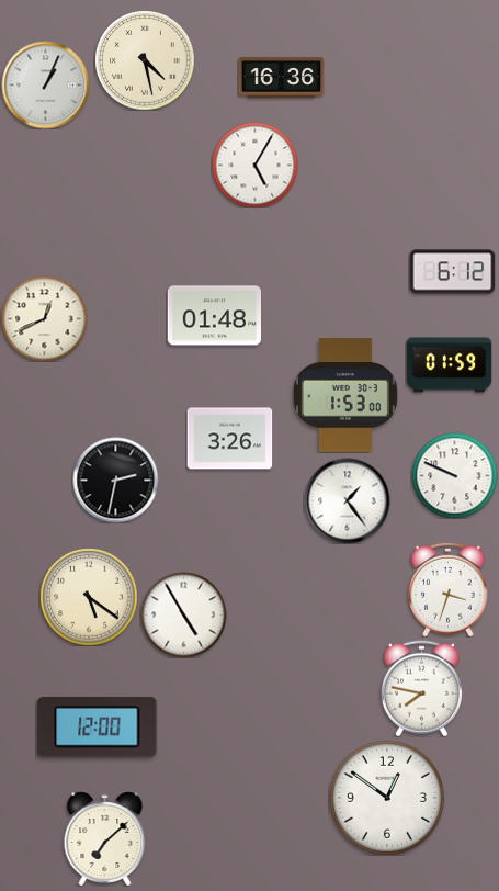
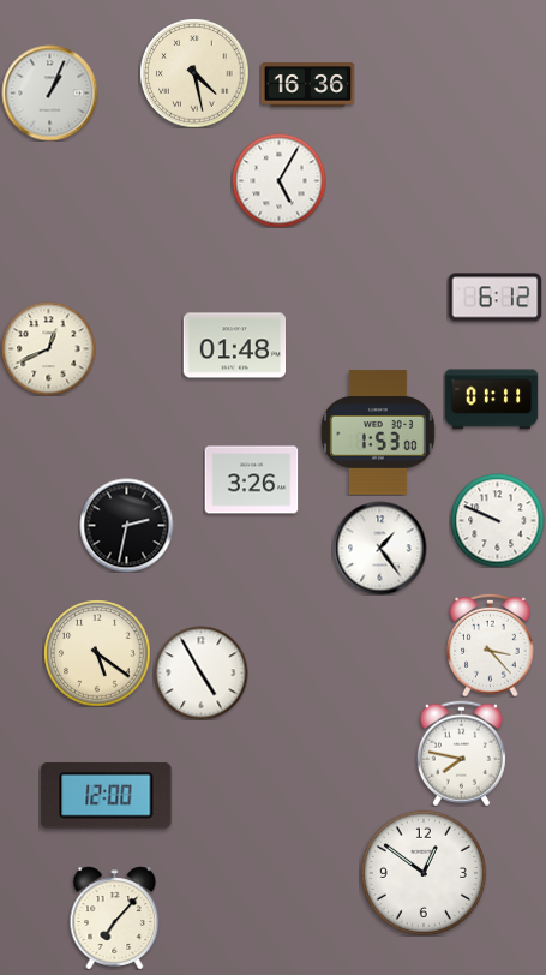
clock at (145, 60) position: (145, 60) -> (194, 73)
clock at (449, 365): 01:59 -> 01:11
clock at (449, 589): 3:33 -> 3:23
clock at (105, 838): 7:08 -> 7:07
